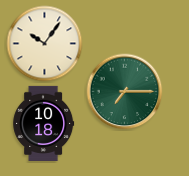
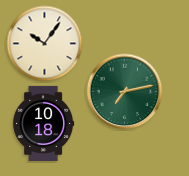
clock at (125, 92): 7:15 -> 7:13
